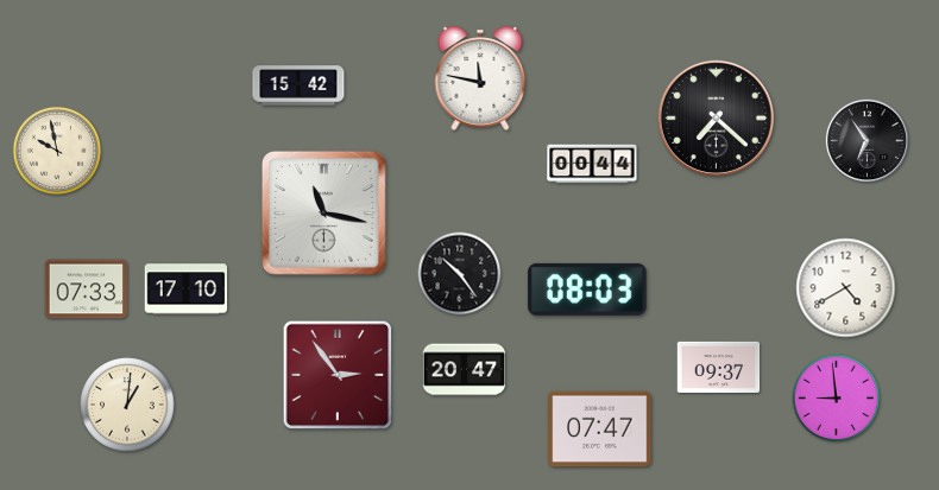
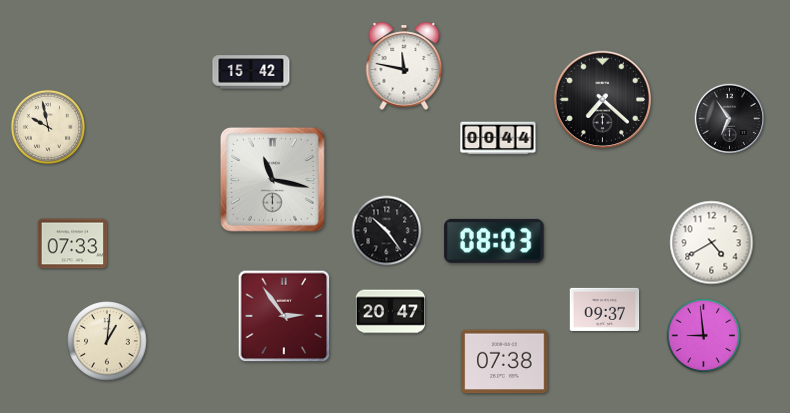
clock at (187, 289): 17:10 -> none
clock at (587, 289) position: (587, 289) -> (494, 241)
clock at (600, 429): 07:47 -> 07:38
